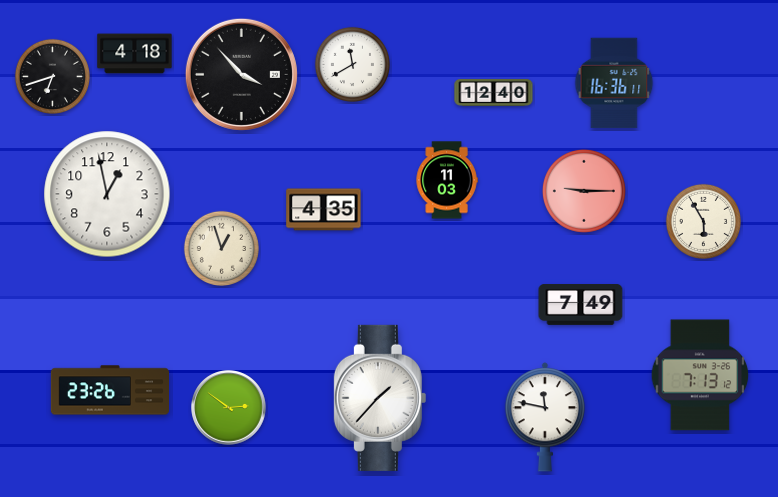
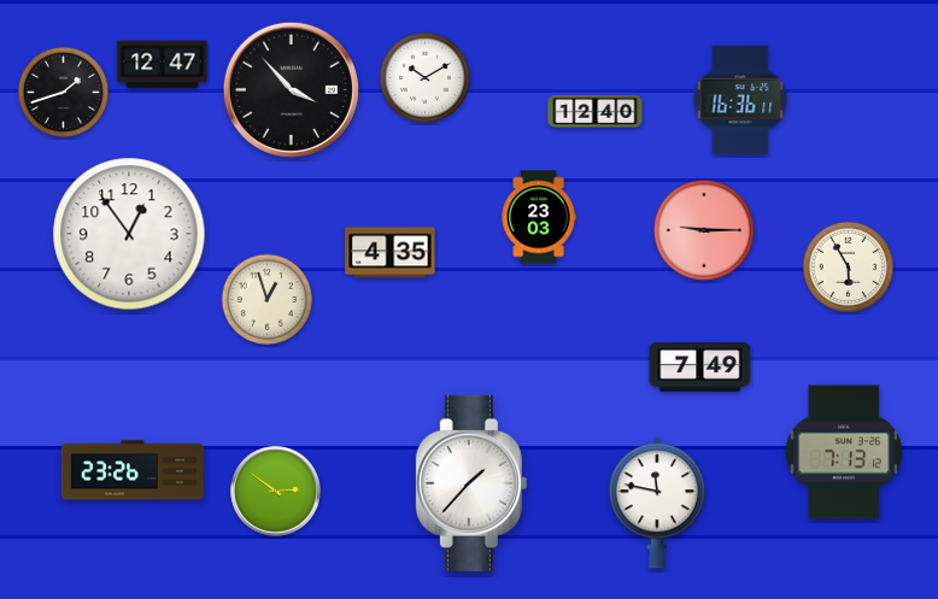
clock at (135, 54): 4:18 -> 12:47
clock at (352, 64): 11:40 -> 10:10
clock at (52, 76): 6:42 -> 1:42
clock at (447, 180): 11:03 -> 23:03
clock at (107, 194): 12:58 -> 12:54
clock at (380, 398) position: (380, 398) -> (471, 483)
